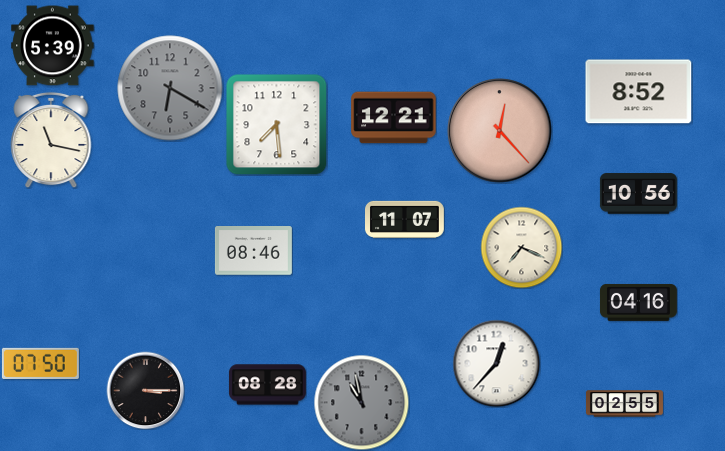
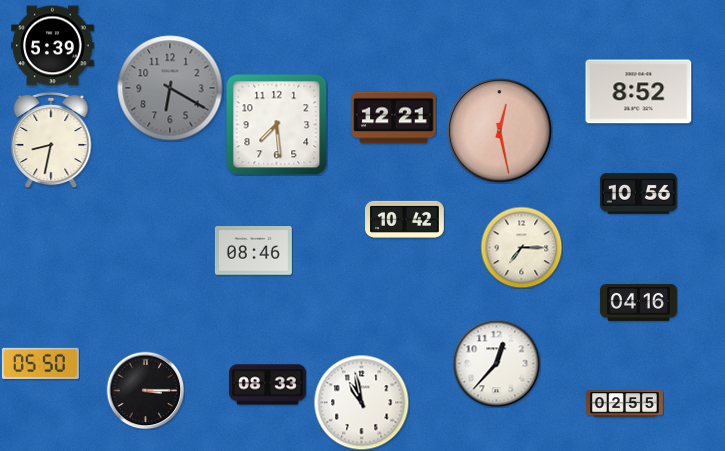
clock at (500, 131): 12:23 -> 12:28
clock at (51, 140): 11:17 -> 8:32
clock at (405, 219): 11:07 -> 10:42
clock at (521, 247): 7:19 -> 7:15
clock at (40, 363): 07:50 -> 05:50
clock at (267, 385): 08:28 -> 08:33
clock at (361, 402) dial: grey -> white
